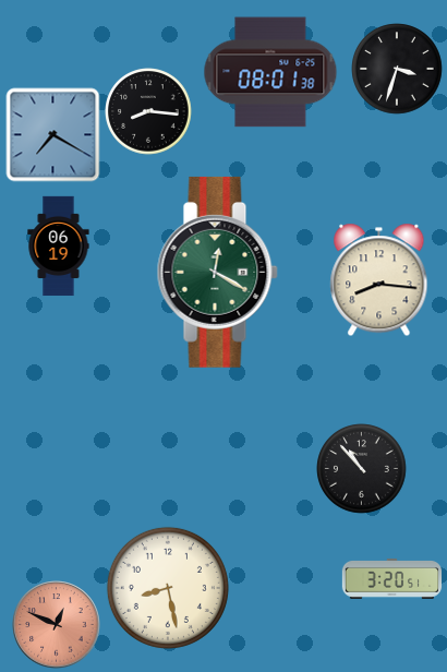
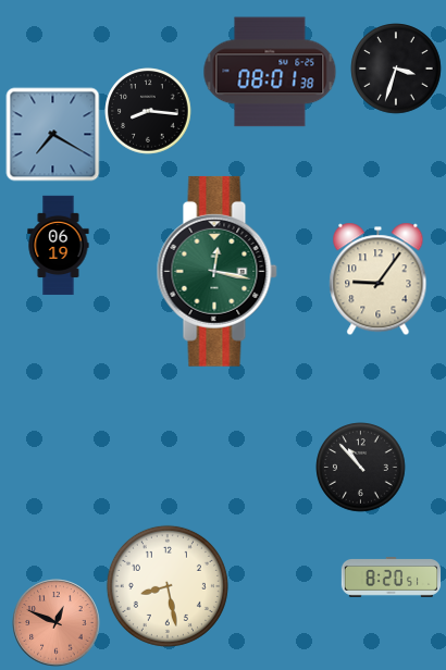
clock at (217, 272): 12:20 -> 12:17
clock at (379, 280): 8:16 -> 9:06
clock at (392, 579): 3:20 -> 8:20
